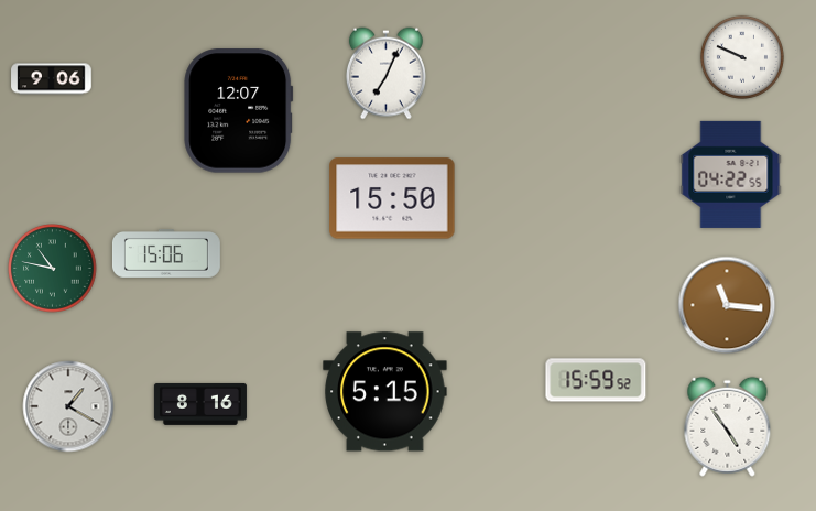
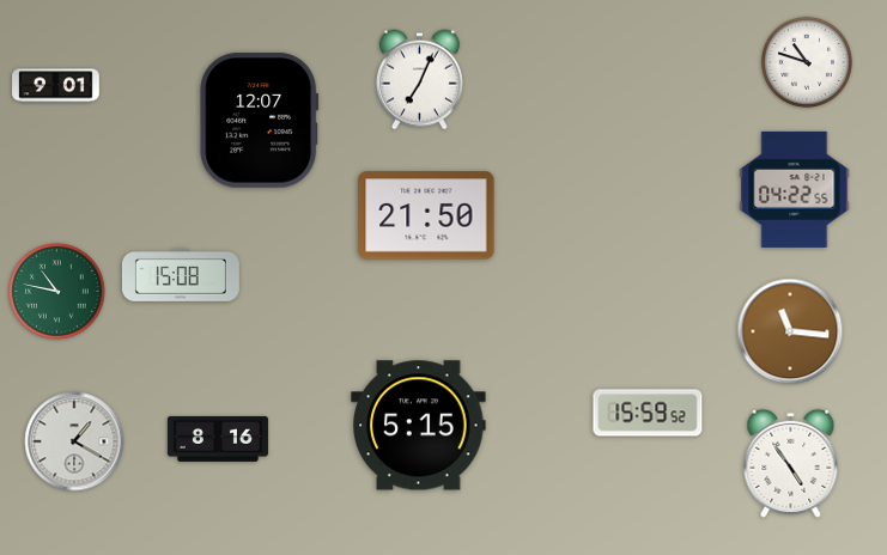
clock at (742, 57): 9:49 -> 10:48
clock at (52, 79): 9:06 -> 9:01
clock at (392, 198): 15:50 -> 21:50
clock at (166, 254): 15:06 -> 15:08
